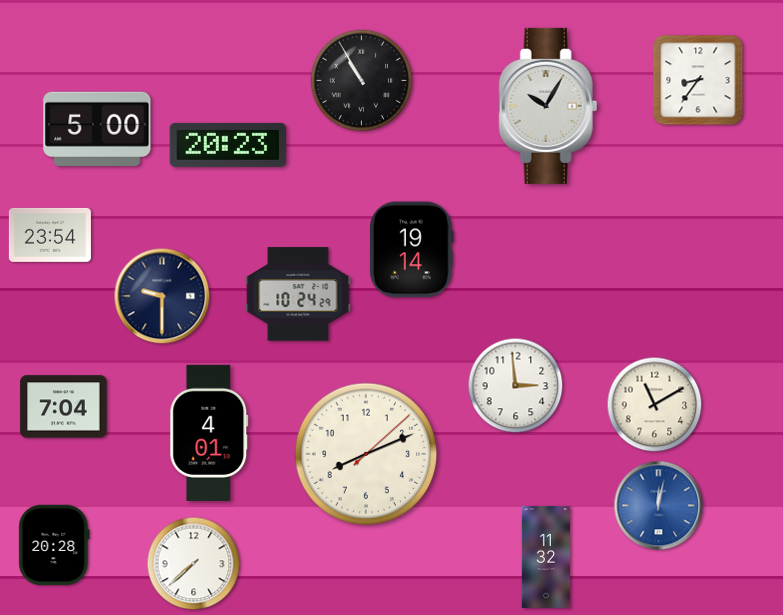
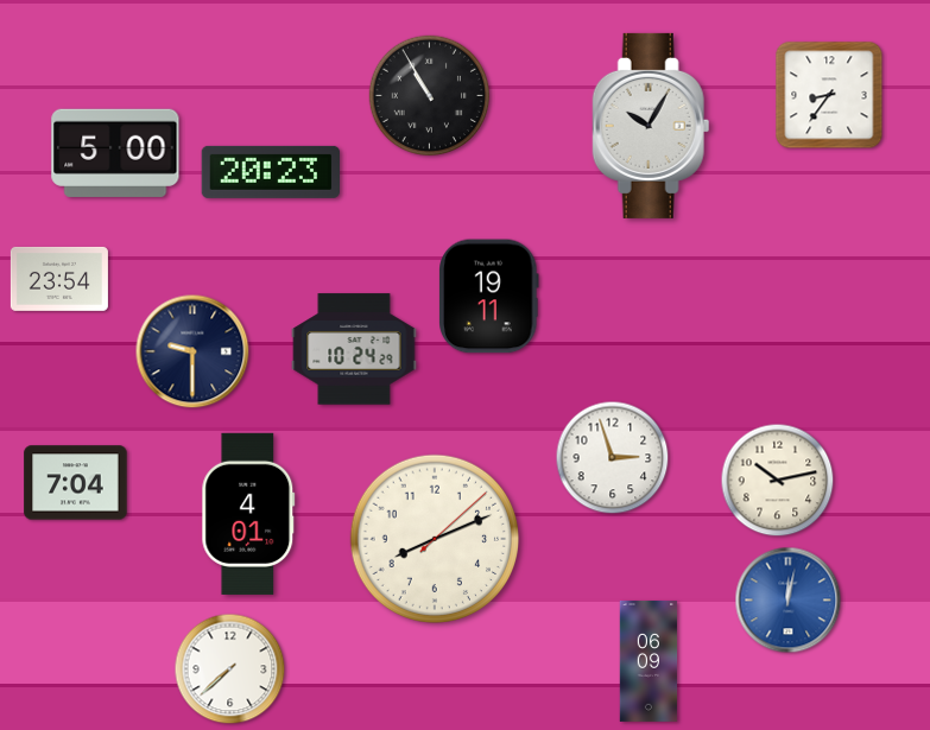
clock at (412, 250): 19:14 -> 19:11
clock at (516, 386): 2:59 -> 2:57
clock at (655, 405): 11:10 -> 10:13
clock at (659, 506) position: (659, 506) -> (789, 601)
clock at (54, 544): 20:28 -> none
clock at (546, 557): 11:32 -> 06:09
